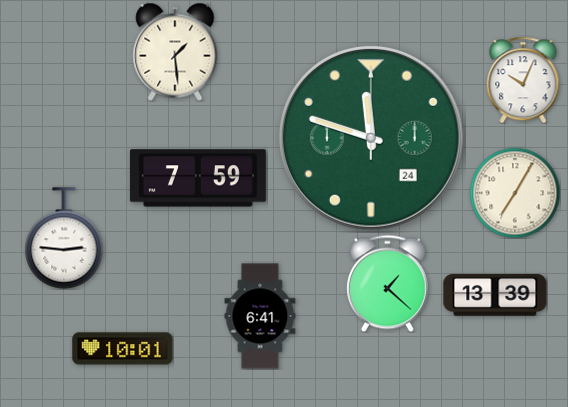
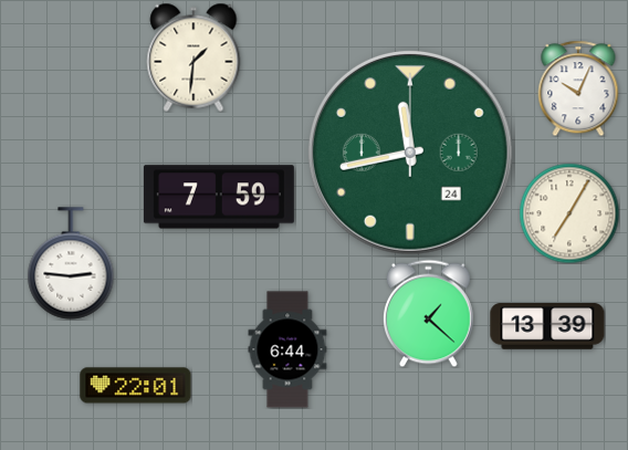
clock at (175, 52): 1:29 -> 1:31
clock at (371, 138): 11:48 -> 11:43
clock at (260, 316): 6:41 -> 6:44
clock at (123, 349): 10:01 -> 22:01
